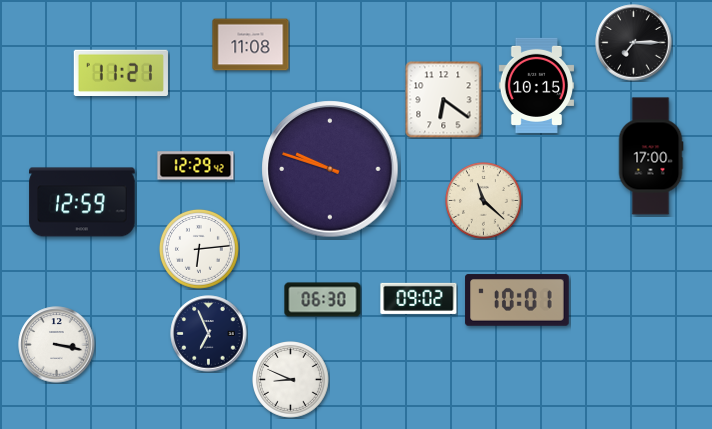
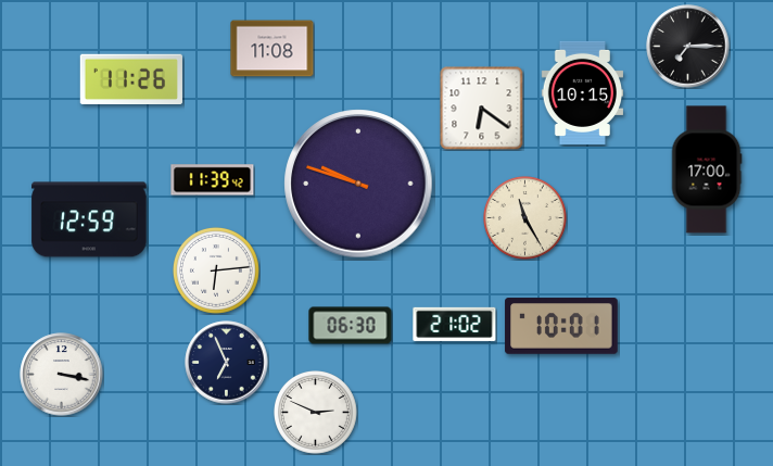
clock at (121, 73): 11:21 -> 11:26
clock at (196, 166): 12:29 -> 11:39
clock at (484, 201): 11:22 -> 11:25
clock at (419, 298): 09:02 -> 21:02
clock at (291, 380): 8:49 -> 2:49
